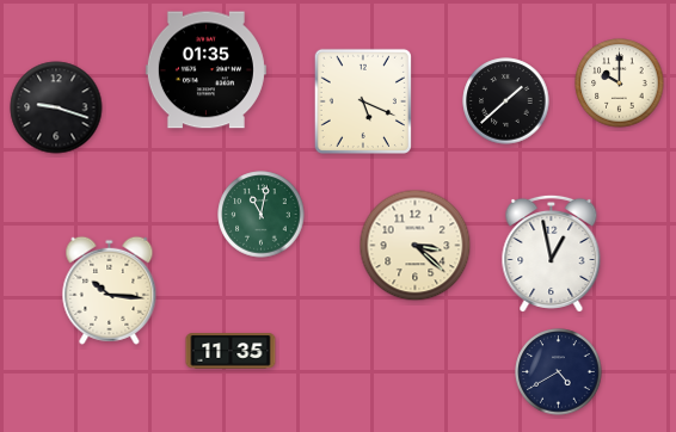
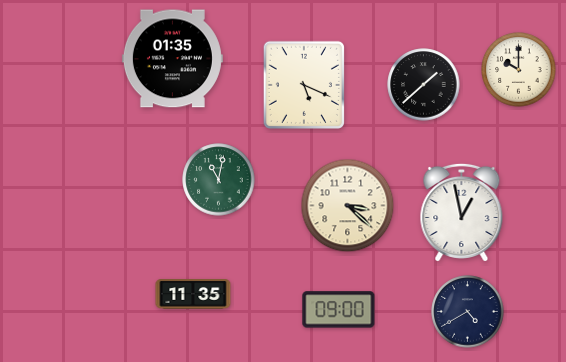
clock at (56, 107): 9:18 -> none
clock at (110, 290): 10:16 -> none
clock at (339, 310): none -> 09:00
